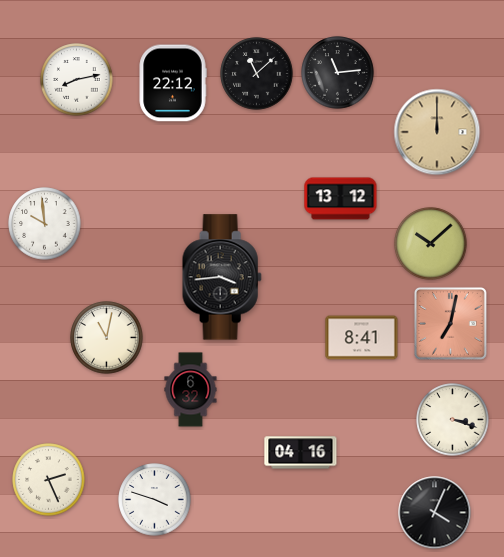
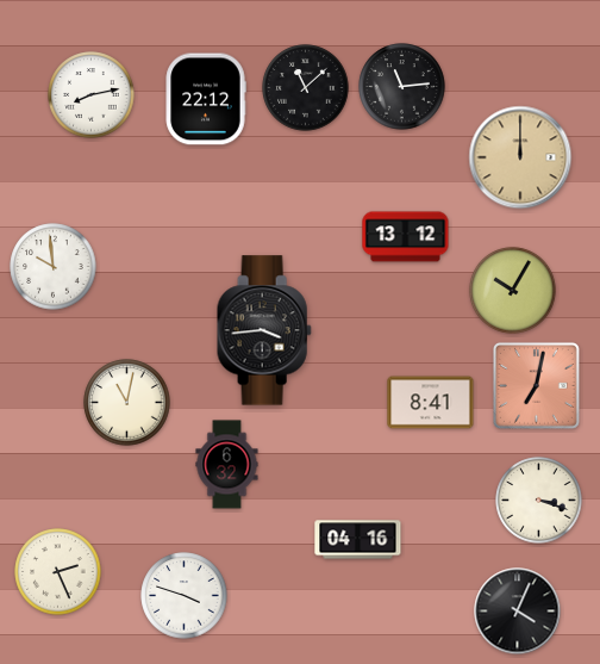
clock at (431, 244): 10:08 -> 10:05
